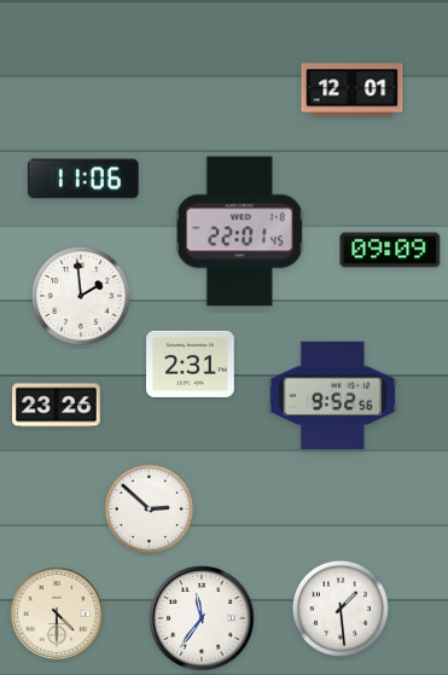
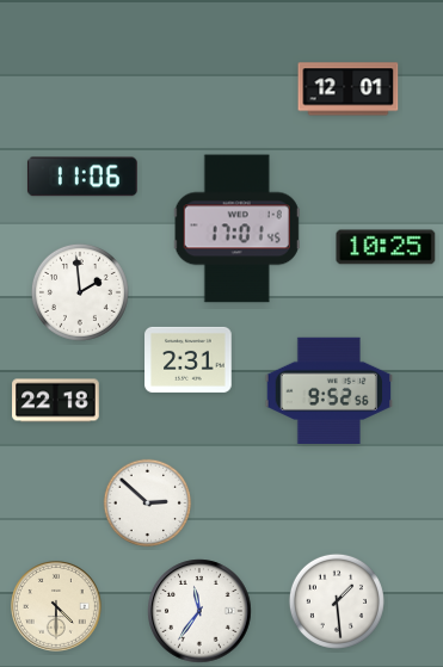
clock at (239, 232): 22:01 -> 17:01
clock at (390, 250): 09:09 -> 10:25
clock at (57, 406): 23:26 -> 22:18
